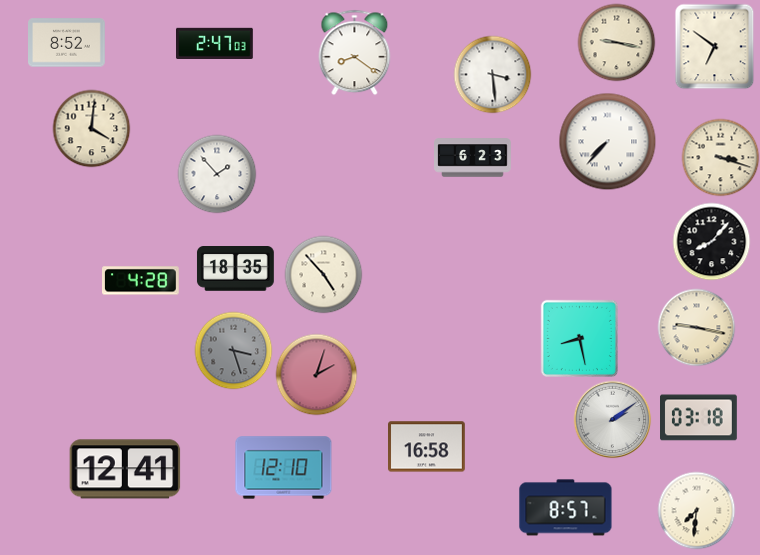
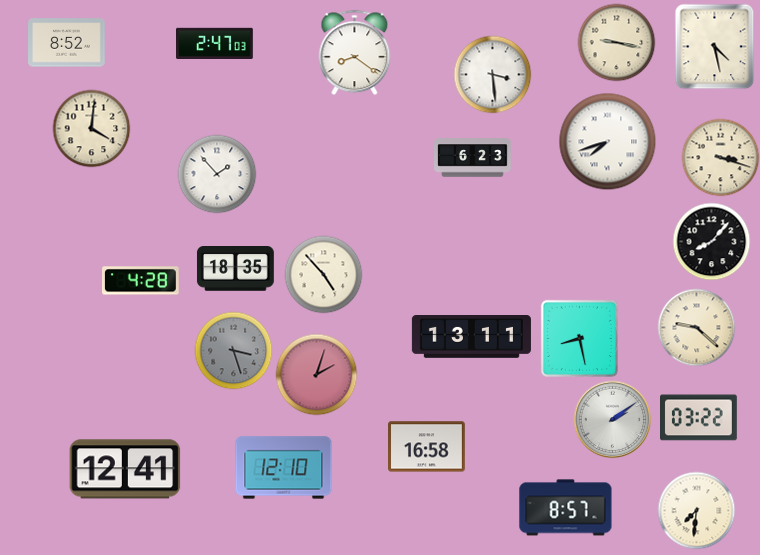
clock at (715, 46): 6:51 -> 4:28
clock at (607, 141): 7:37 -> 7:42
clock at (696, 327): 9:17 -> 9:22
clock at (471, 337): none -> 13:11
clock at (699, 418): 03:18 -> 03:22
